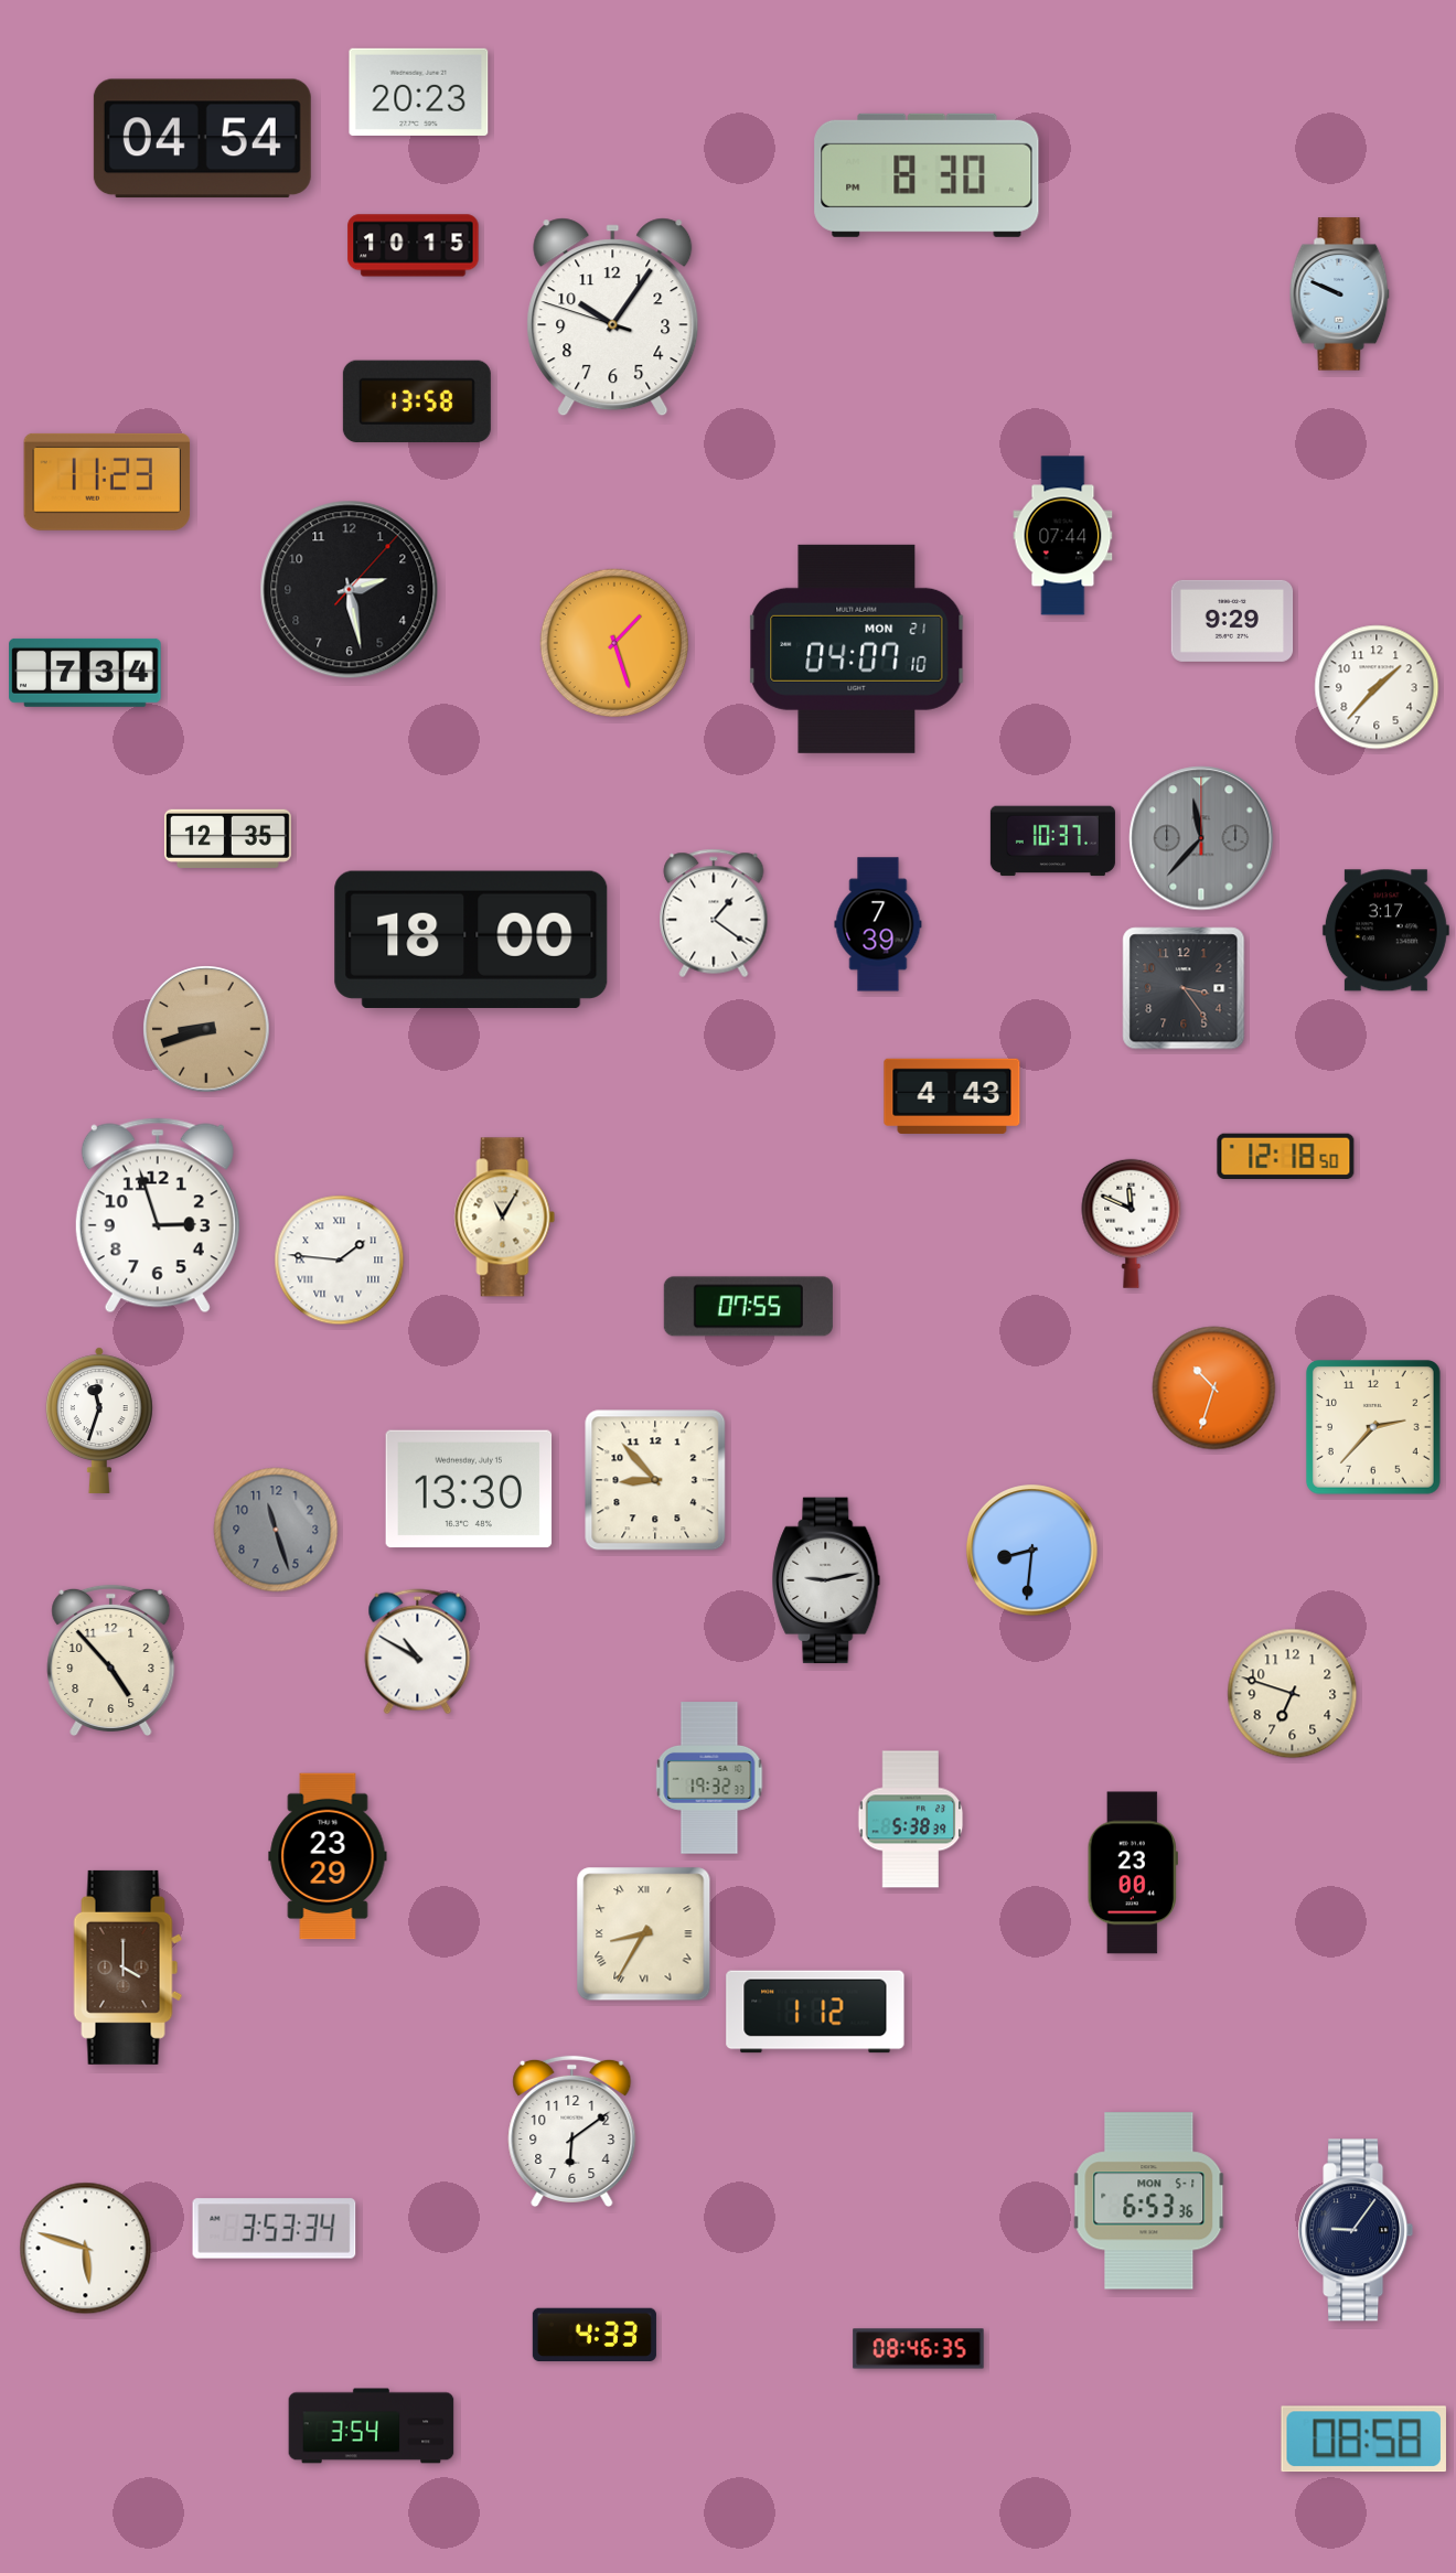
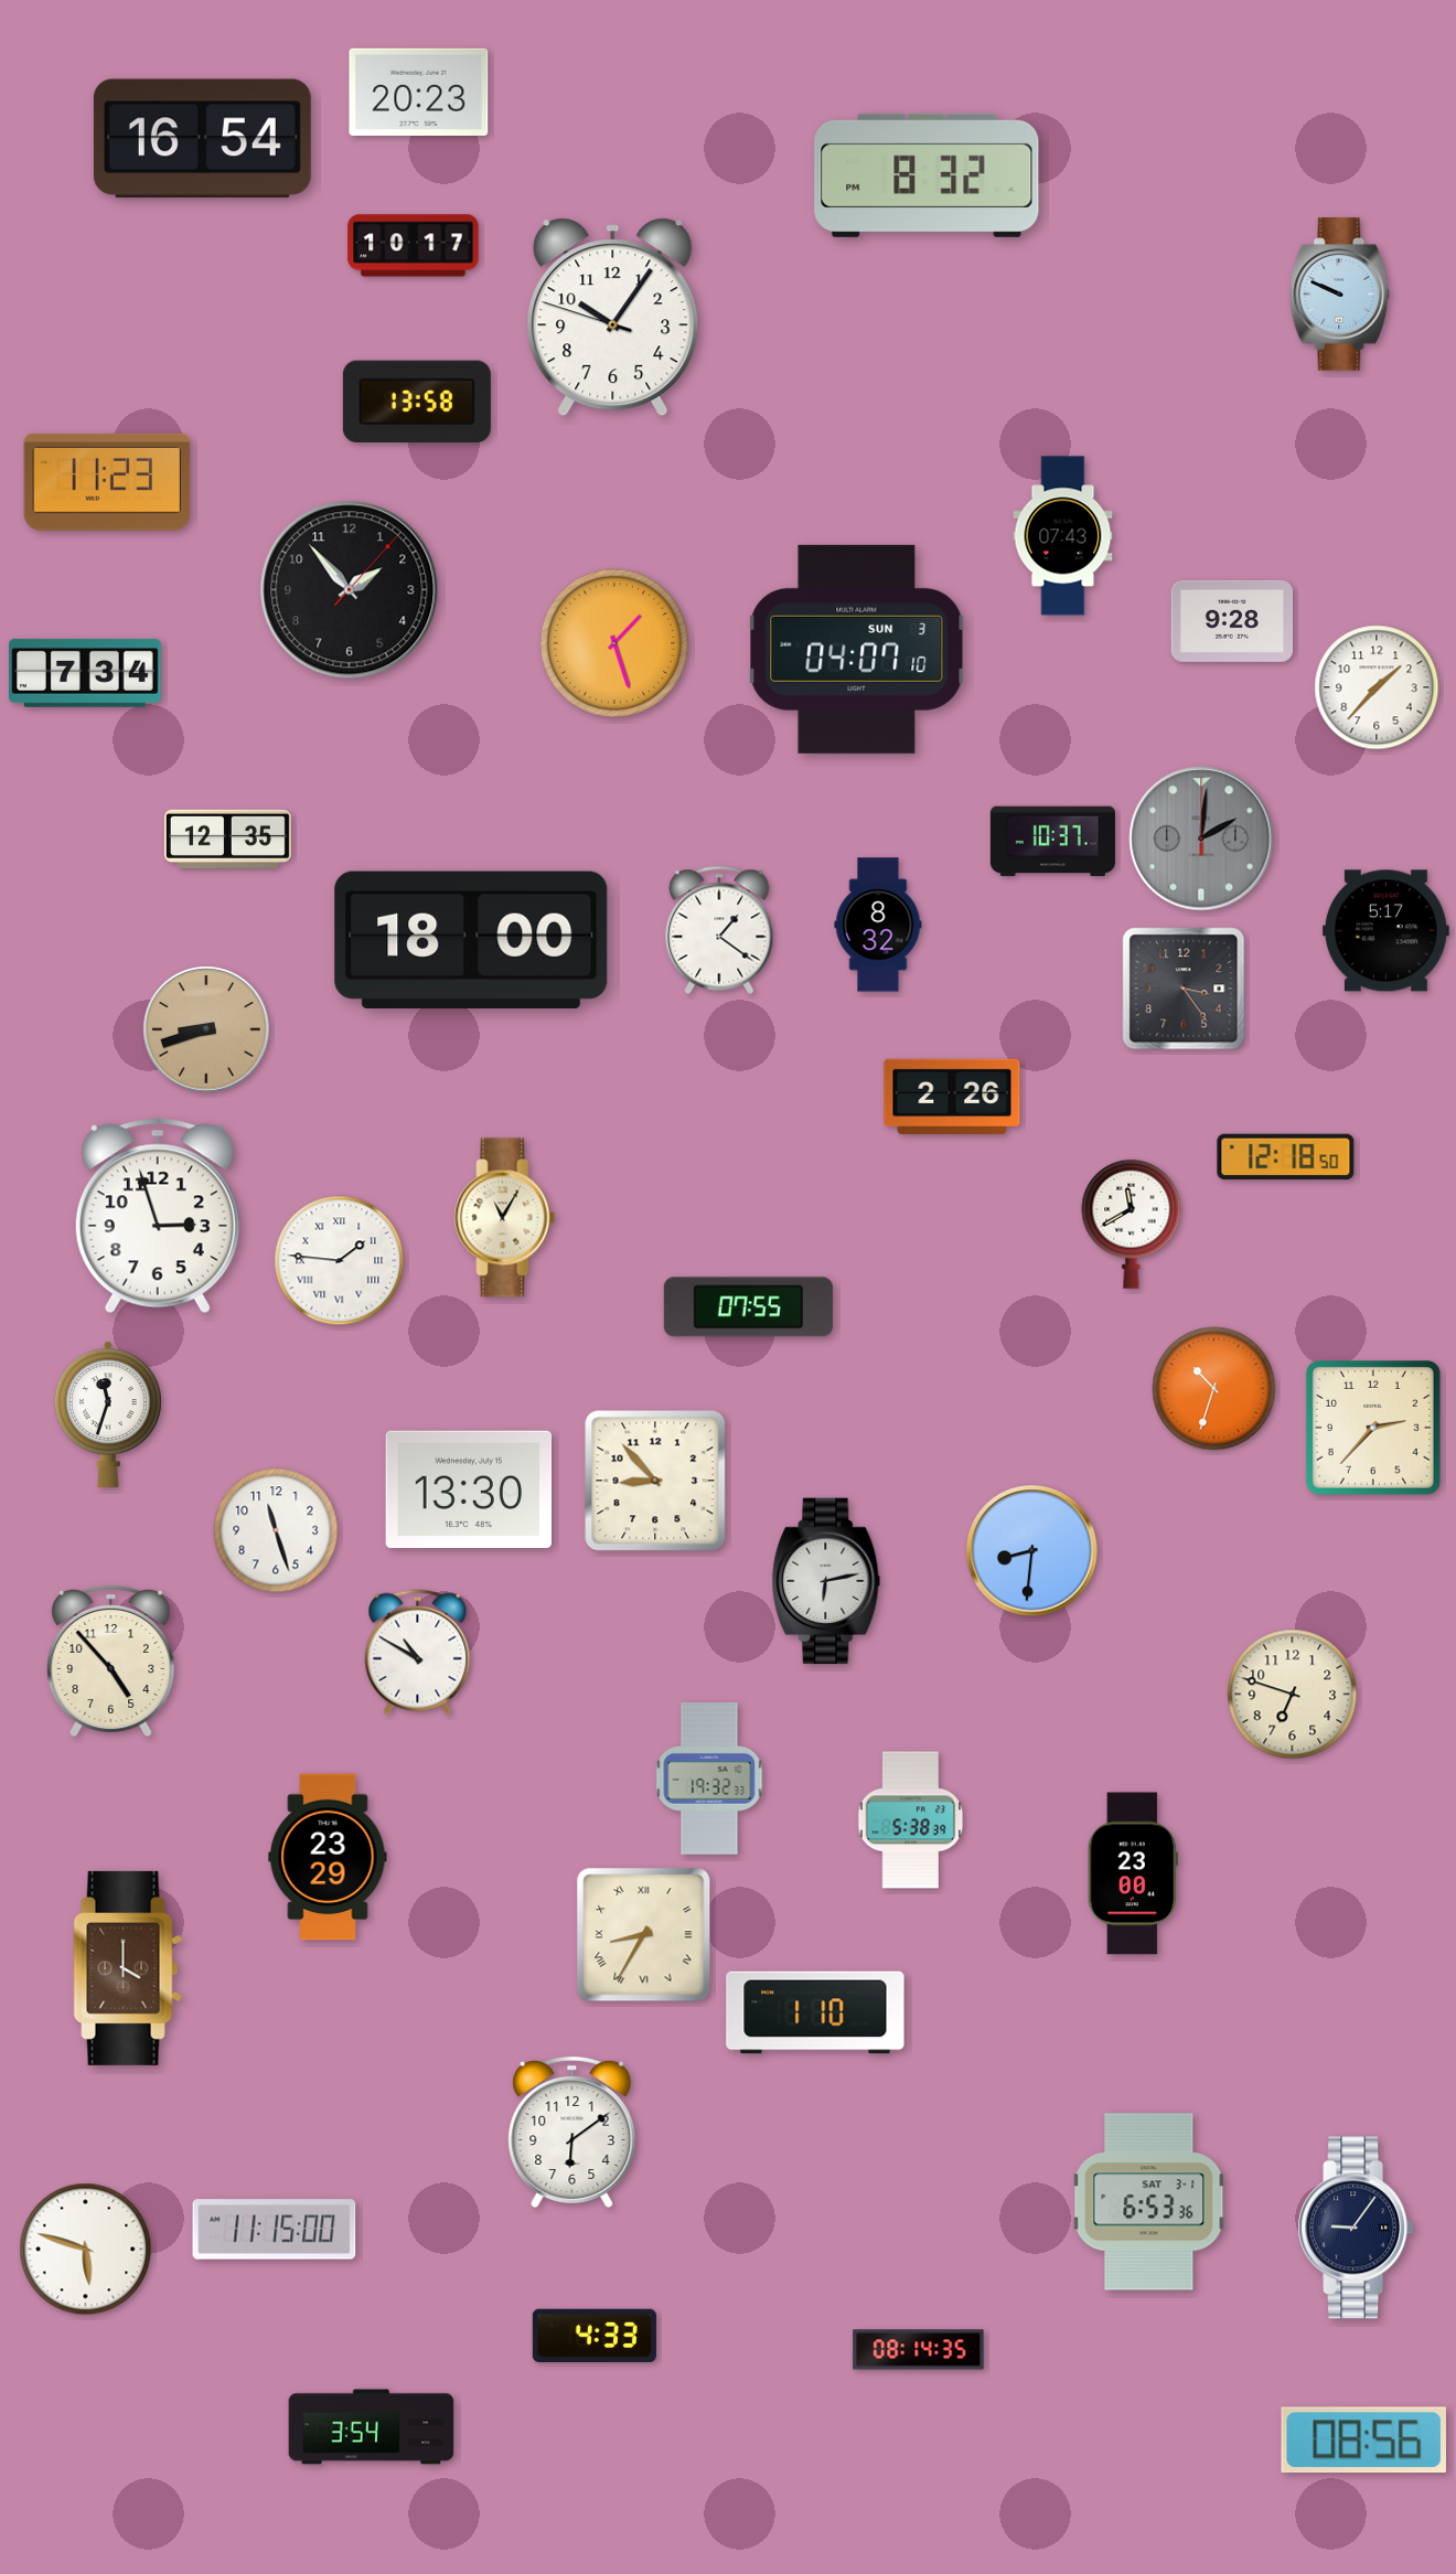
clock at (202, 139): 04:54 -> 16:54
clock at (927, 175): 8:30 -> 8:32
clock at (414, 246): 10:15 -> 10:17
clock at (1063, 536): 07:44 -> 07:43
clock at (350, 590): 2:28 -> 1:53
clock at (1232, 621): 9:29 -> 9:28
clock at (857, 648) date: MON 21 -> SUN 3
clock at (1201, 838): 11:37 -> 2:01
clock at (714, 913) position: (714, 913) -> (719, 930)
clock at (878, 924): 7:39 -> 8:32
clock at (1385, 931): 3:17 -> 5:17
clock at (952, 1096): 4:43 -> 2:26
clock at (1132, 1223): 11:49 -> 11:40
clock at (99, 1420) position: (99, 1420) -> (108, 1414)
clock at (276, 1530) dial: grey -> white
clock at (826, 1580): 9:13 -> 6:13
clock at (815, 2012): 1:12 -> 1:10
clock at (1149, 2201) date: MON 5-1 -> SAT 3-1
clock at (275, 2229): 3:53 -> 11:15
clock at (1356, 2230) position: (1356, 2230) -> (1356, 2228)
clock at (919, 2349): 08:46 -> 08:14
clock at (1363, 2440): 08:58 -> 08:56
